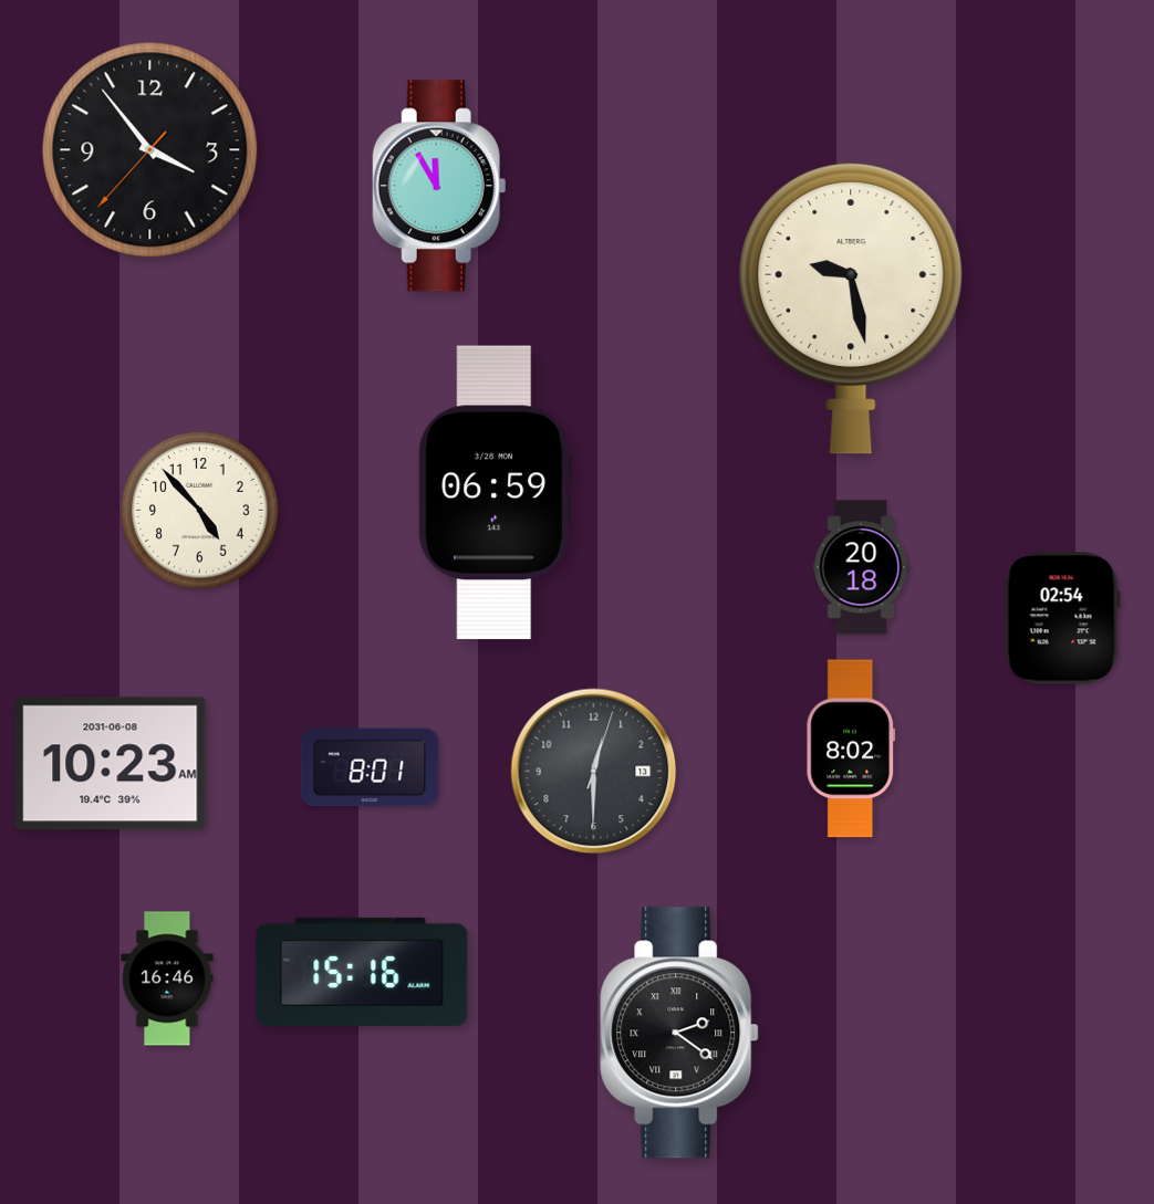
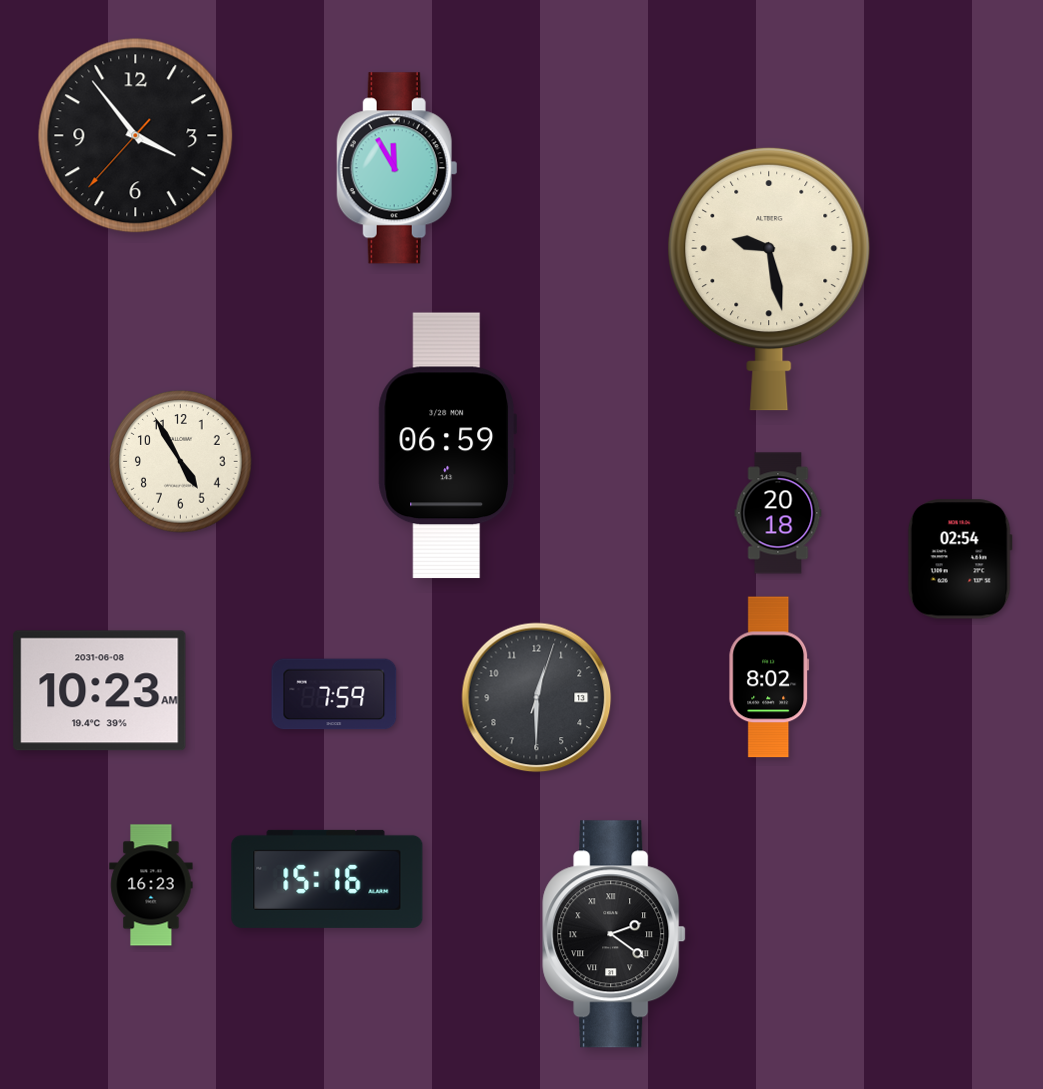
clock at (200, 511): 4:53 -> 4:55
clock at (370, 767): 8:01 -> 7:59
clock at (167, 978): 16:46 -> 16:23
